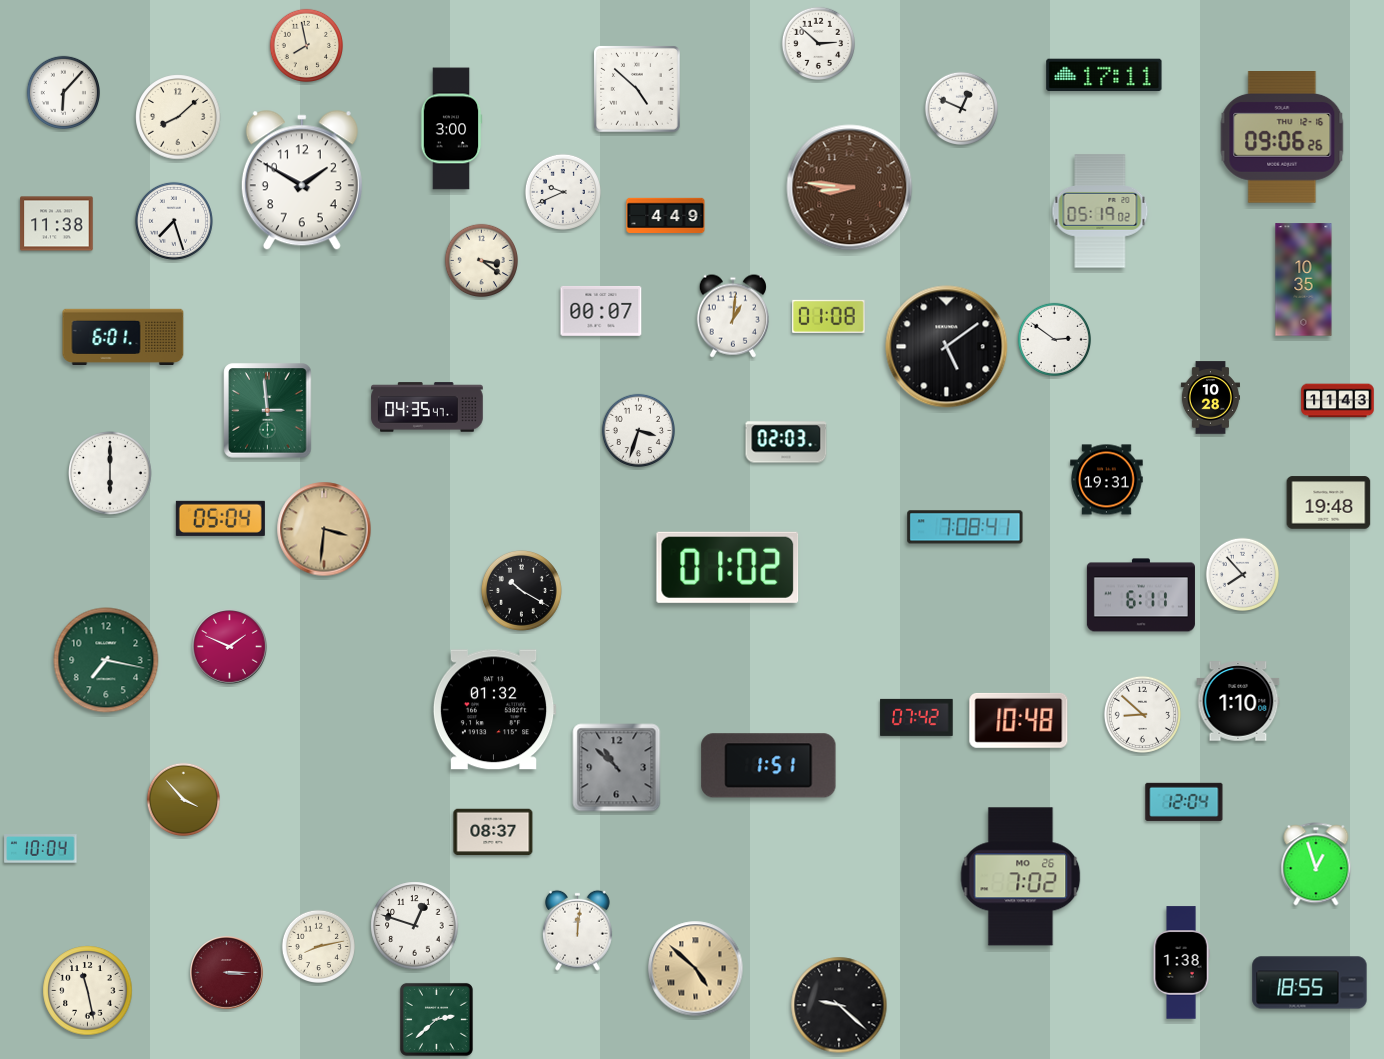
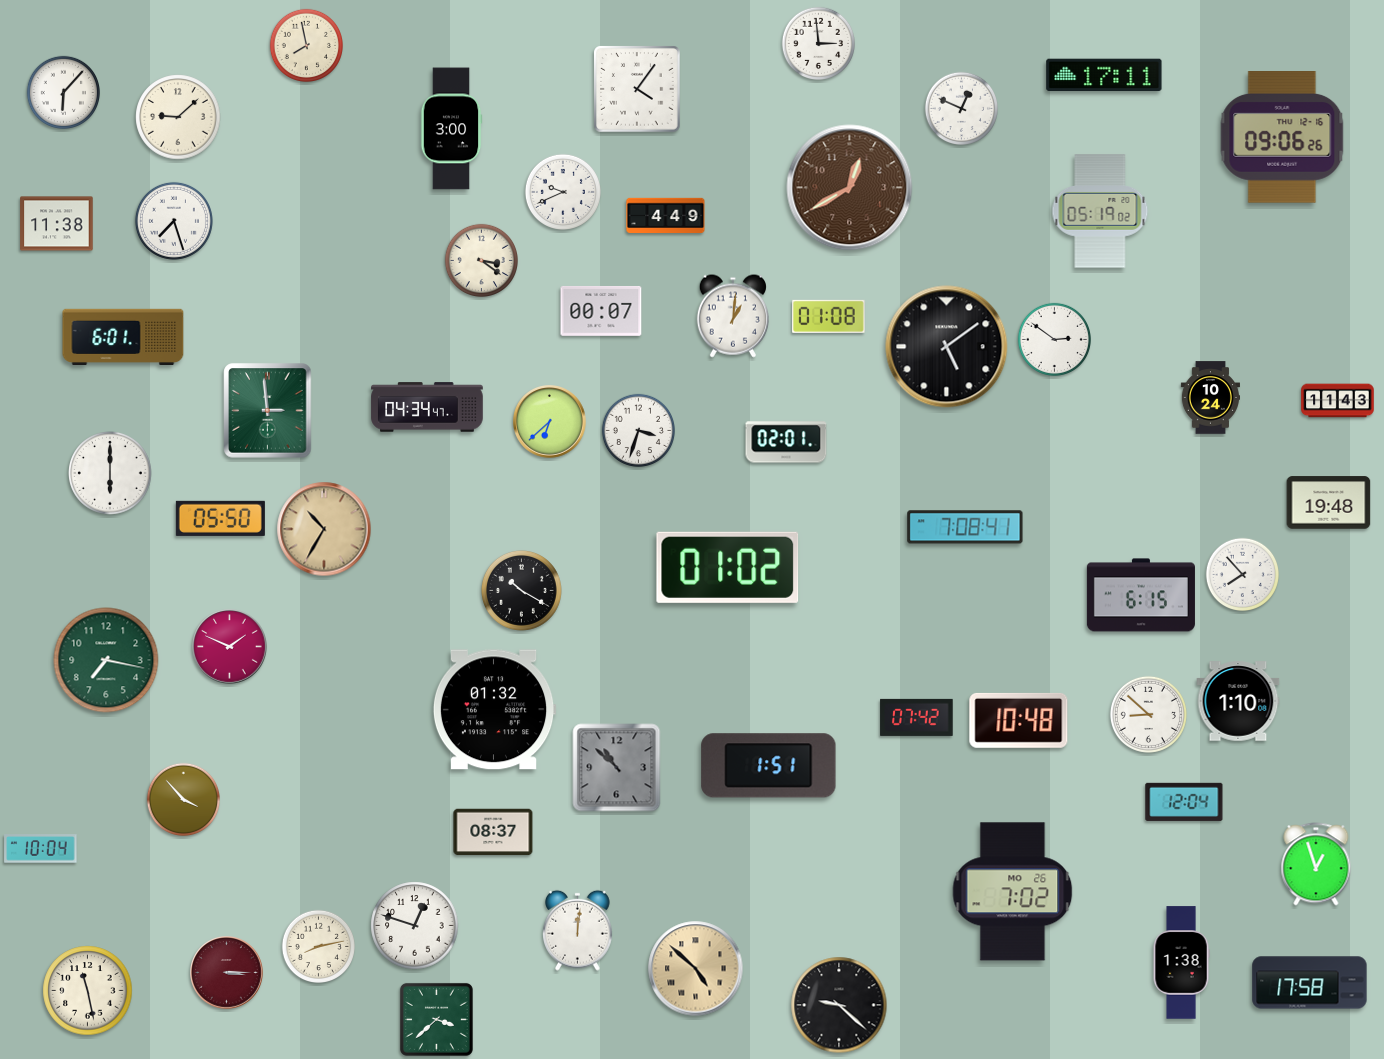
clock at (818, 43): 2:52 -> 2:59
clock at (637, 89): 4:52 -> 4:06
clock at (178, 117): 8:08 -> 9:08
clock at (302, 181): 1:50 -> none
clock at (850, 188): 8:46 -> 12:40
clock at (1304, 280): 10:35 -> none
clock at (1210, 398): 10:28 -> 10:24
clock at (427, 407): 04:35 -> 04:34
clock at (550, 422): none -> 6:38
clock at (786, 442): 02:03 -> 02:01
clock at (1107, 480): 19:31 -> none
clock at (220, 518): 05:04 -> 05:50
clock at (324, 529): 3:31 -> 10:35
clock at (1141, 595): 6:11 -> 6:15
clock at (1142, 714) position: (1142, 714) -> (1148, 714)
clock at (1021, 877) position: (1021, 877) -> (1013, 892)
clock at (1310, 983): 18:55 -> 17:58
clock at (436, 1019): 2:38 -> 3:38
